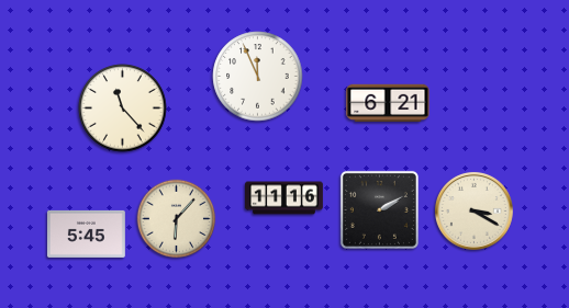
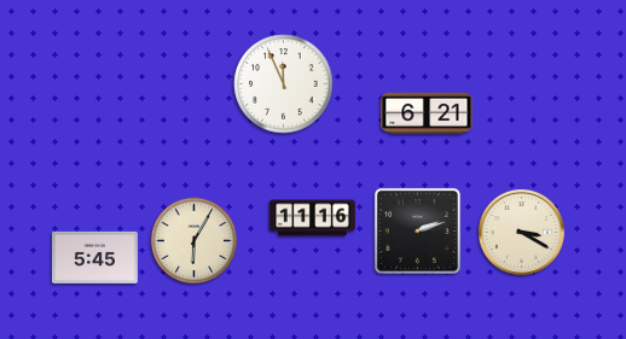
clock at (123, 109): 11:23 -> none
clock at (379, 209): 2:10 -> 2:12
clock at (177, 219): 6:07 -> 6:05
